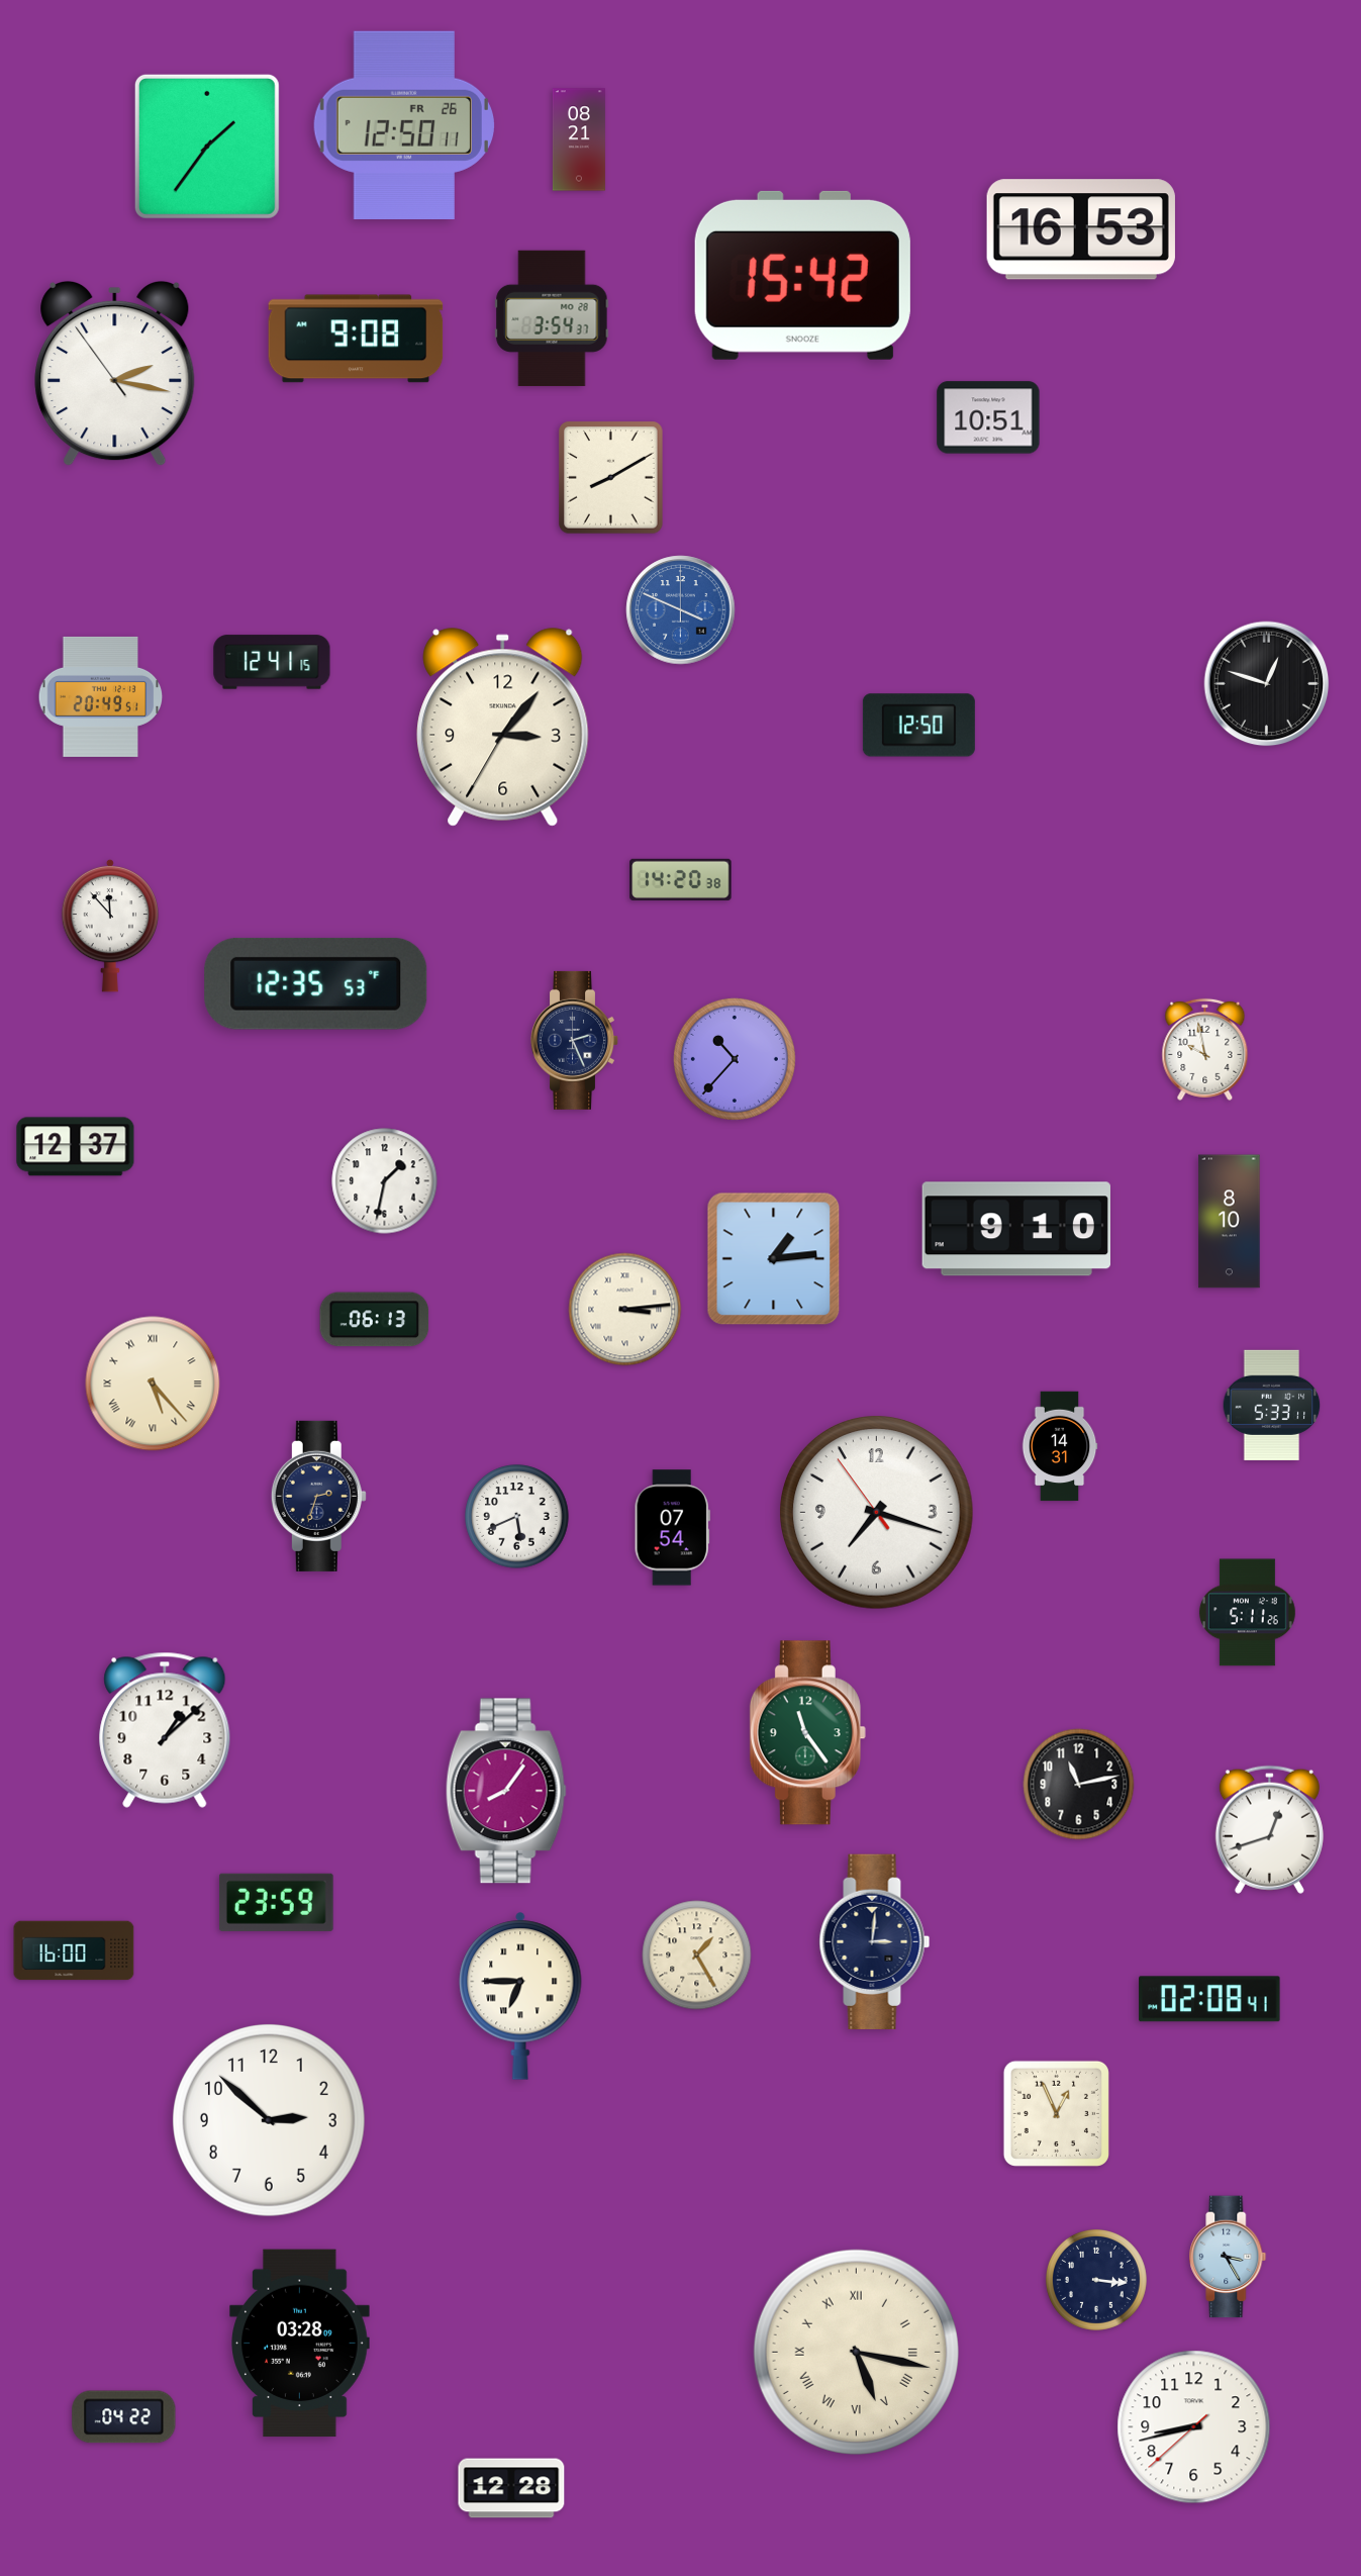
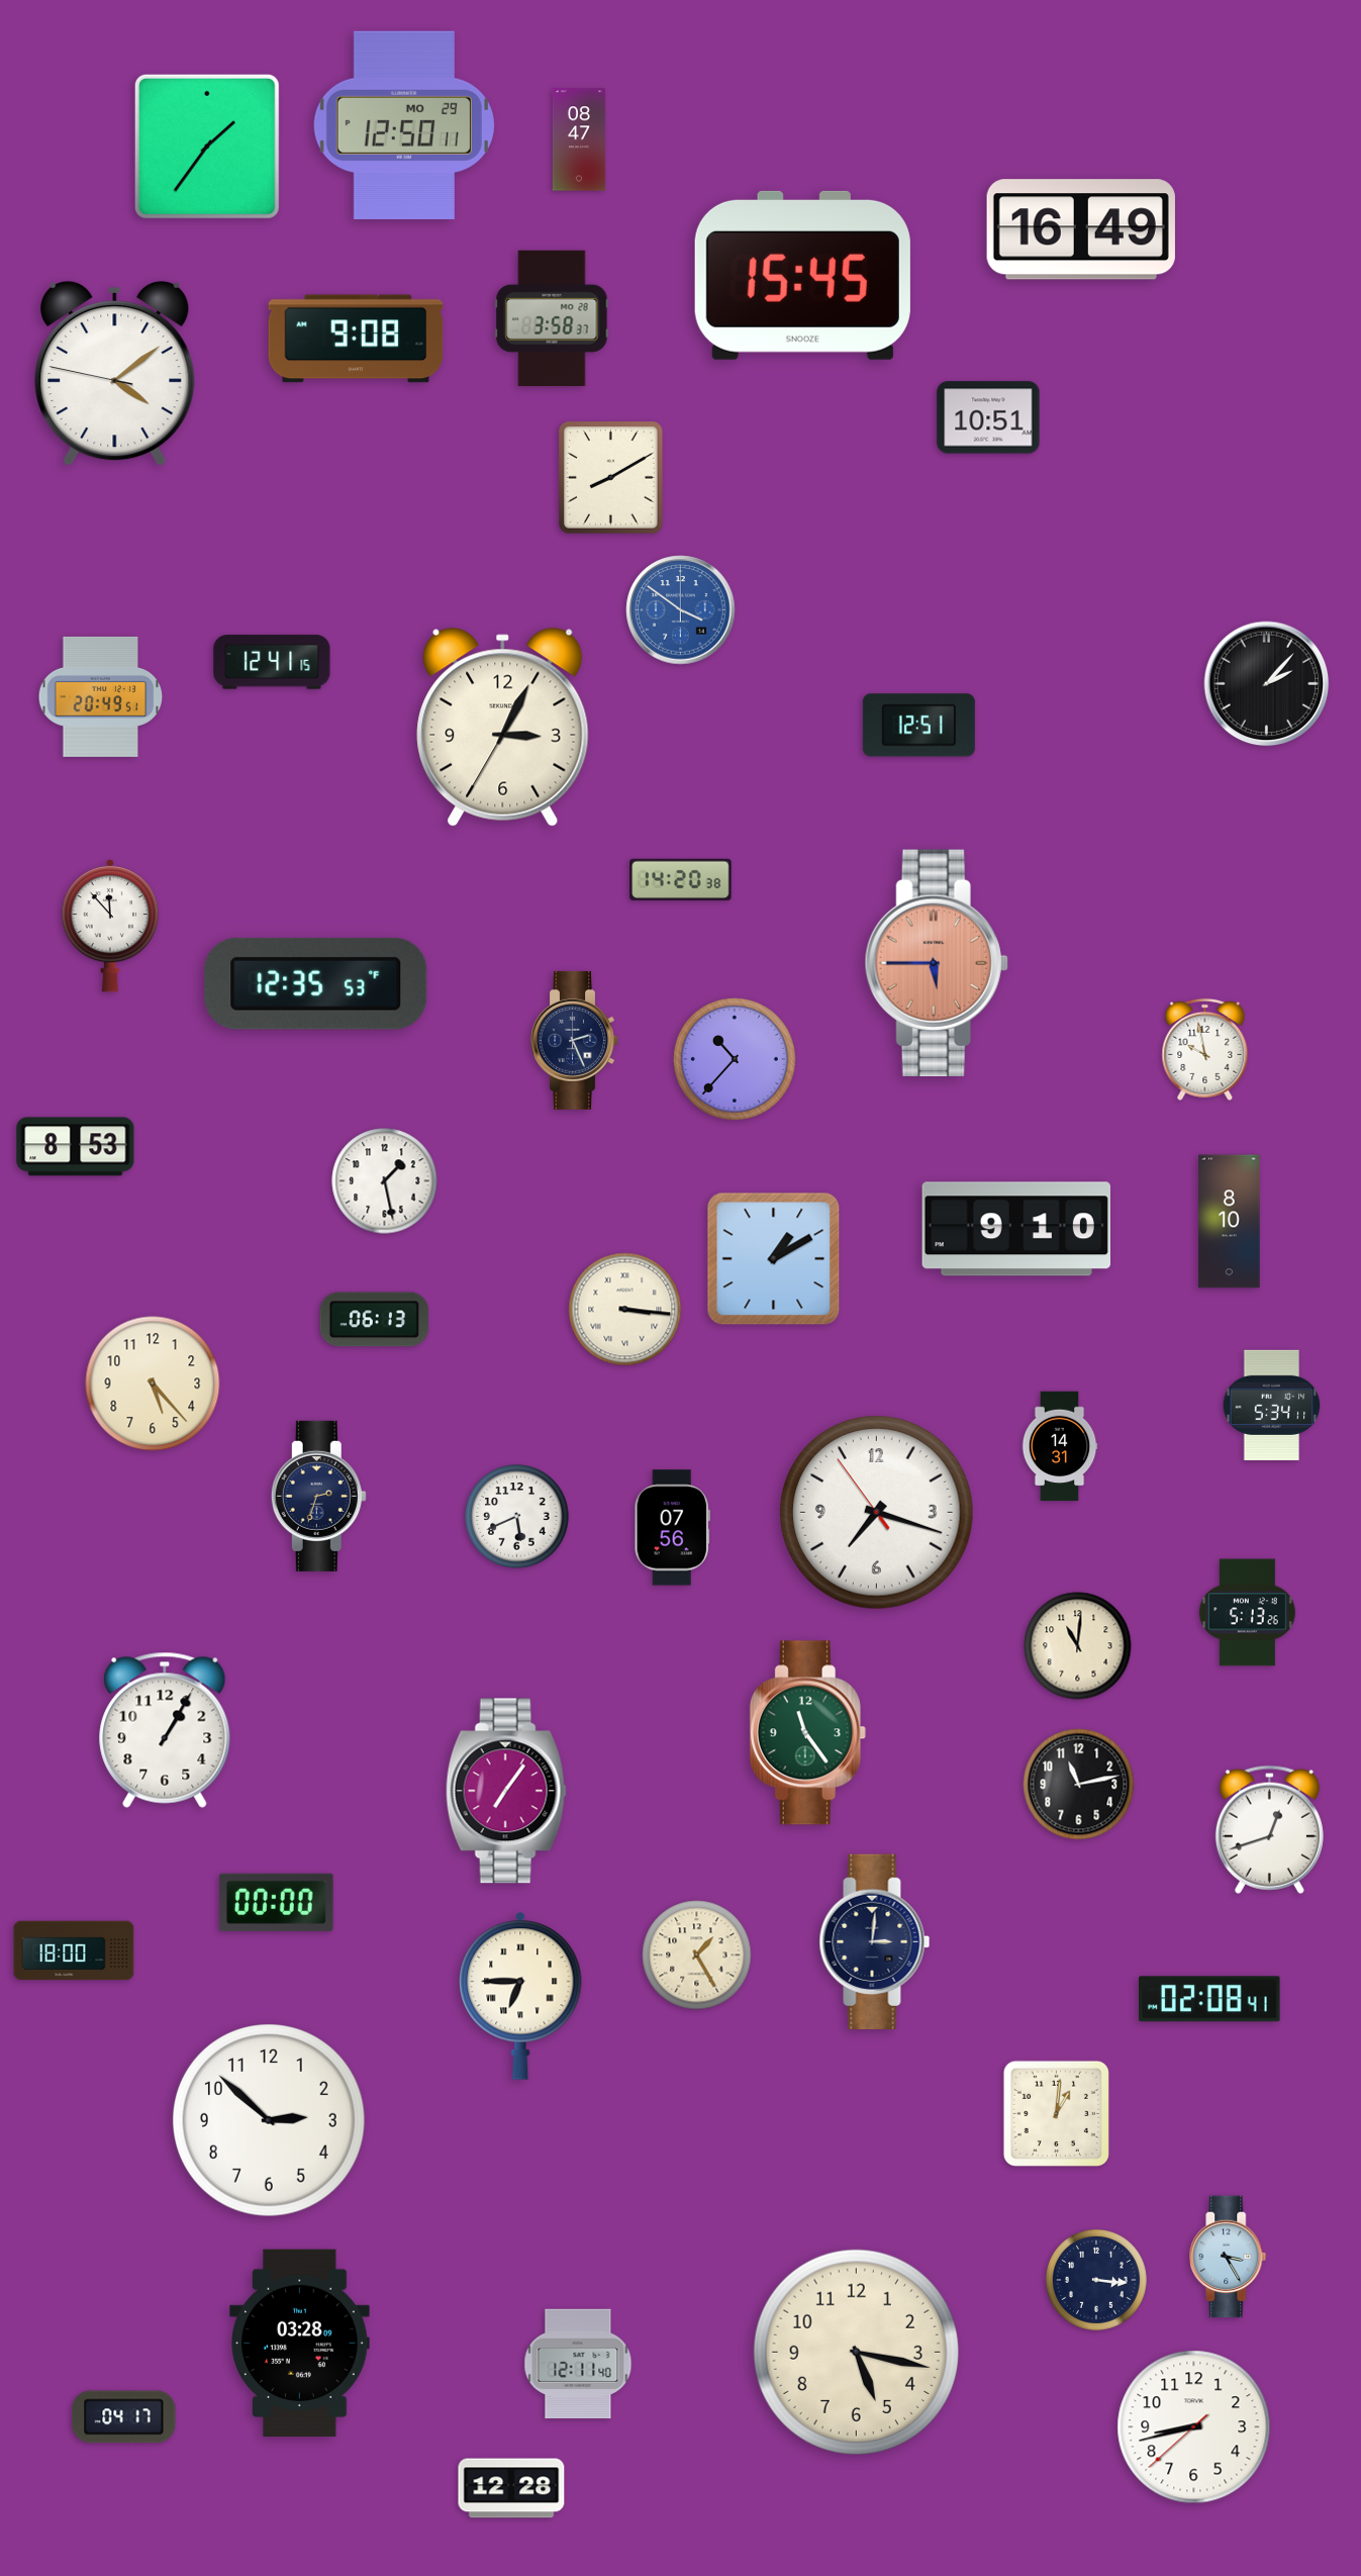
clock at (404, 125) date: FR 26 -> MO 29
clock at (579, 139): 08:21 -> 08:47
clock at (1081, 229): 16:53 -> 16:49
clock at (802, 275): 15:42 -> 15:45
clock at (552, 318): 3:54 -> 3:58
clock at (115, 374): 2:16 -> 4:08
clock at (681, 610): 3:49 -> 3:51
clock at (1267, 684): 12:48 -> 2:07
clock at (918, 726): 12:50 -> 12:51
clock at (503, 728): 3:06 -> 3:04
clock at (937, 962): none -> 5:45
clock at (76, 1147): 12:37 -> 8:53
clock at (385, 1181): 1:32 -> 1:28
clock at (774, 1259): 1:14 -> 1:10
clock at (625, 1310): 3:14 -> 3:16
clock at (153, 1384) numerals: Roman -> Arabic
clock at (1272, 1405): 5:33 -> 5:34
clock at (672, 1528): 07:54 -> 07:56
clock at (1247, 1613): 5:11 -> 5:13
clock at (1078, 1646): none -> 11:01
clock at (165, 1730): 1:08 -> 1:05
clock at (506, 1791): 8:06 -> 7:06
clock at (276, 1902): 23:59 -> 00:00
clock at (74, 1950): 16:00 -> 18:00
clock at (1056, 2113): 12:56 -> 1:01
clock at (856, 2352) numerals: Roman -> Arabic
clock at (578, 2364): none -> 12:11
clock at (124, 2417): 04:22 -> 04:17
